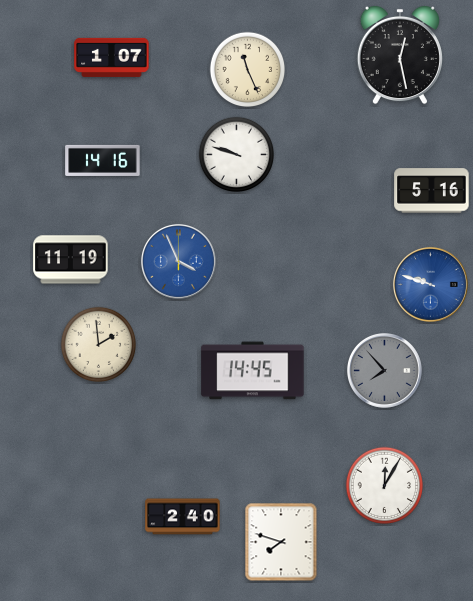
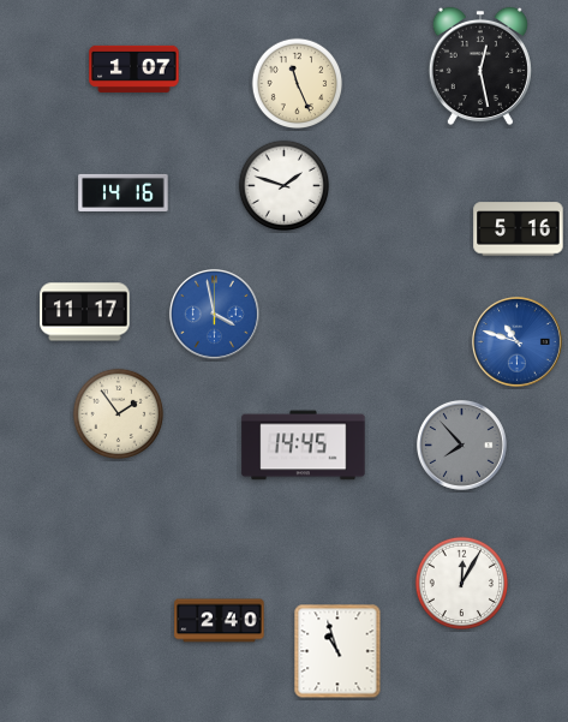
clock at (237, 155): 9:48 -> 1:48
clock at (71, 260): 11:19 -> 11:17
clock at (178, 261): 3:56 -> 3:58
clock at (430, 284): 9:48 -> 10:48
clock at (99, 345): 1:59 -> 1:54
clock at (281, 542): 7:48 -> 10:57
